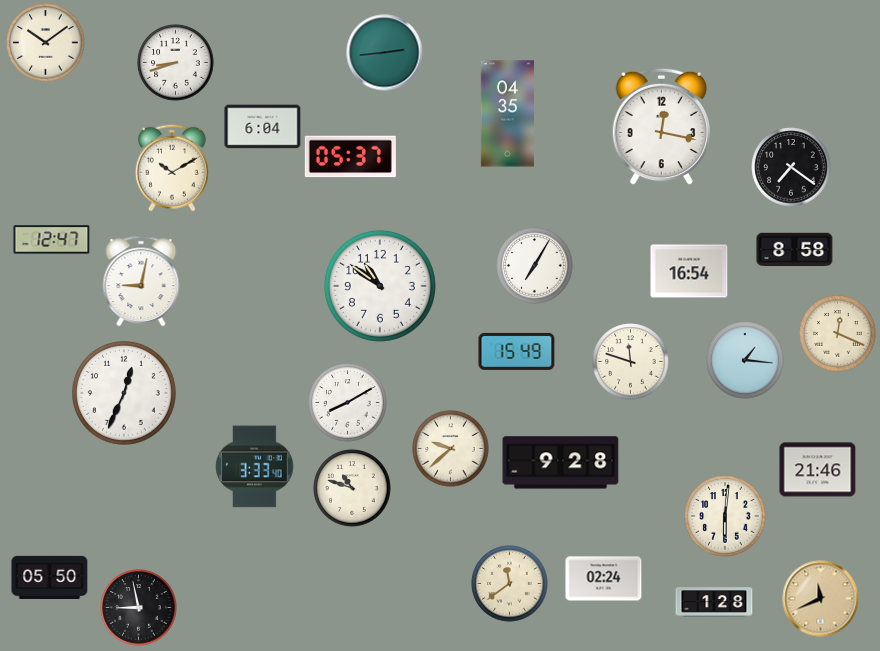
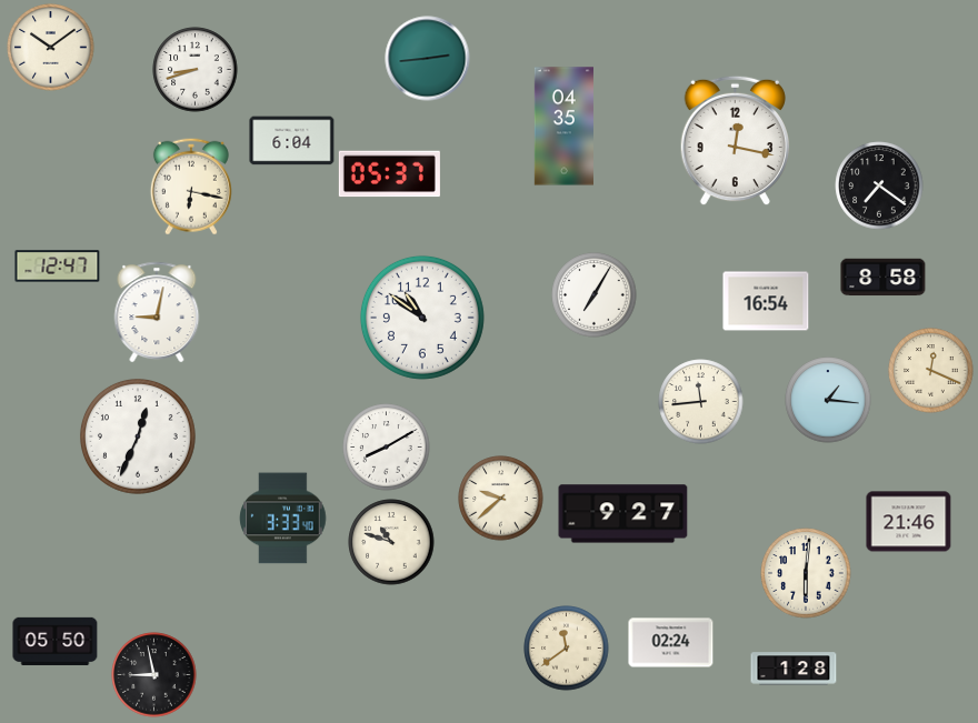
clock at (172, 168): 10:10 -> 6:17
clock at (517, 351): 15:49 -> none
clock at (631, 362): 11:48 -> 11:44
clock at (561, 463): 9:28 -> 9:27
clock at (821, 599): 11:41 -> none
